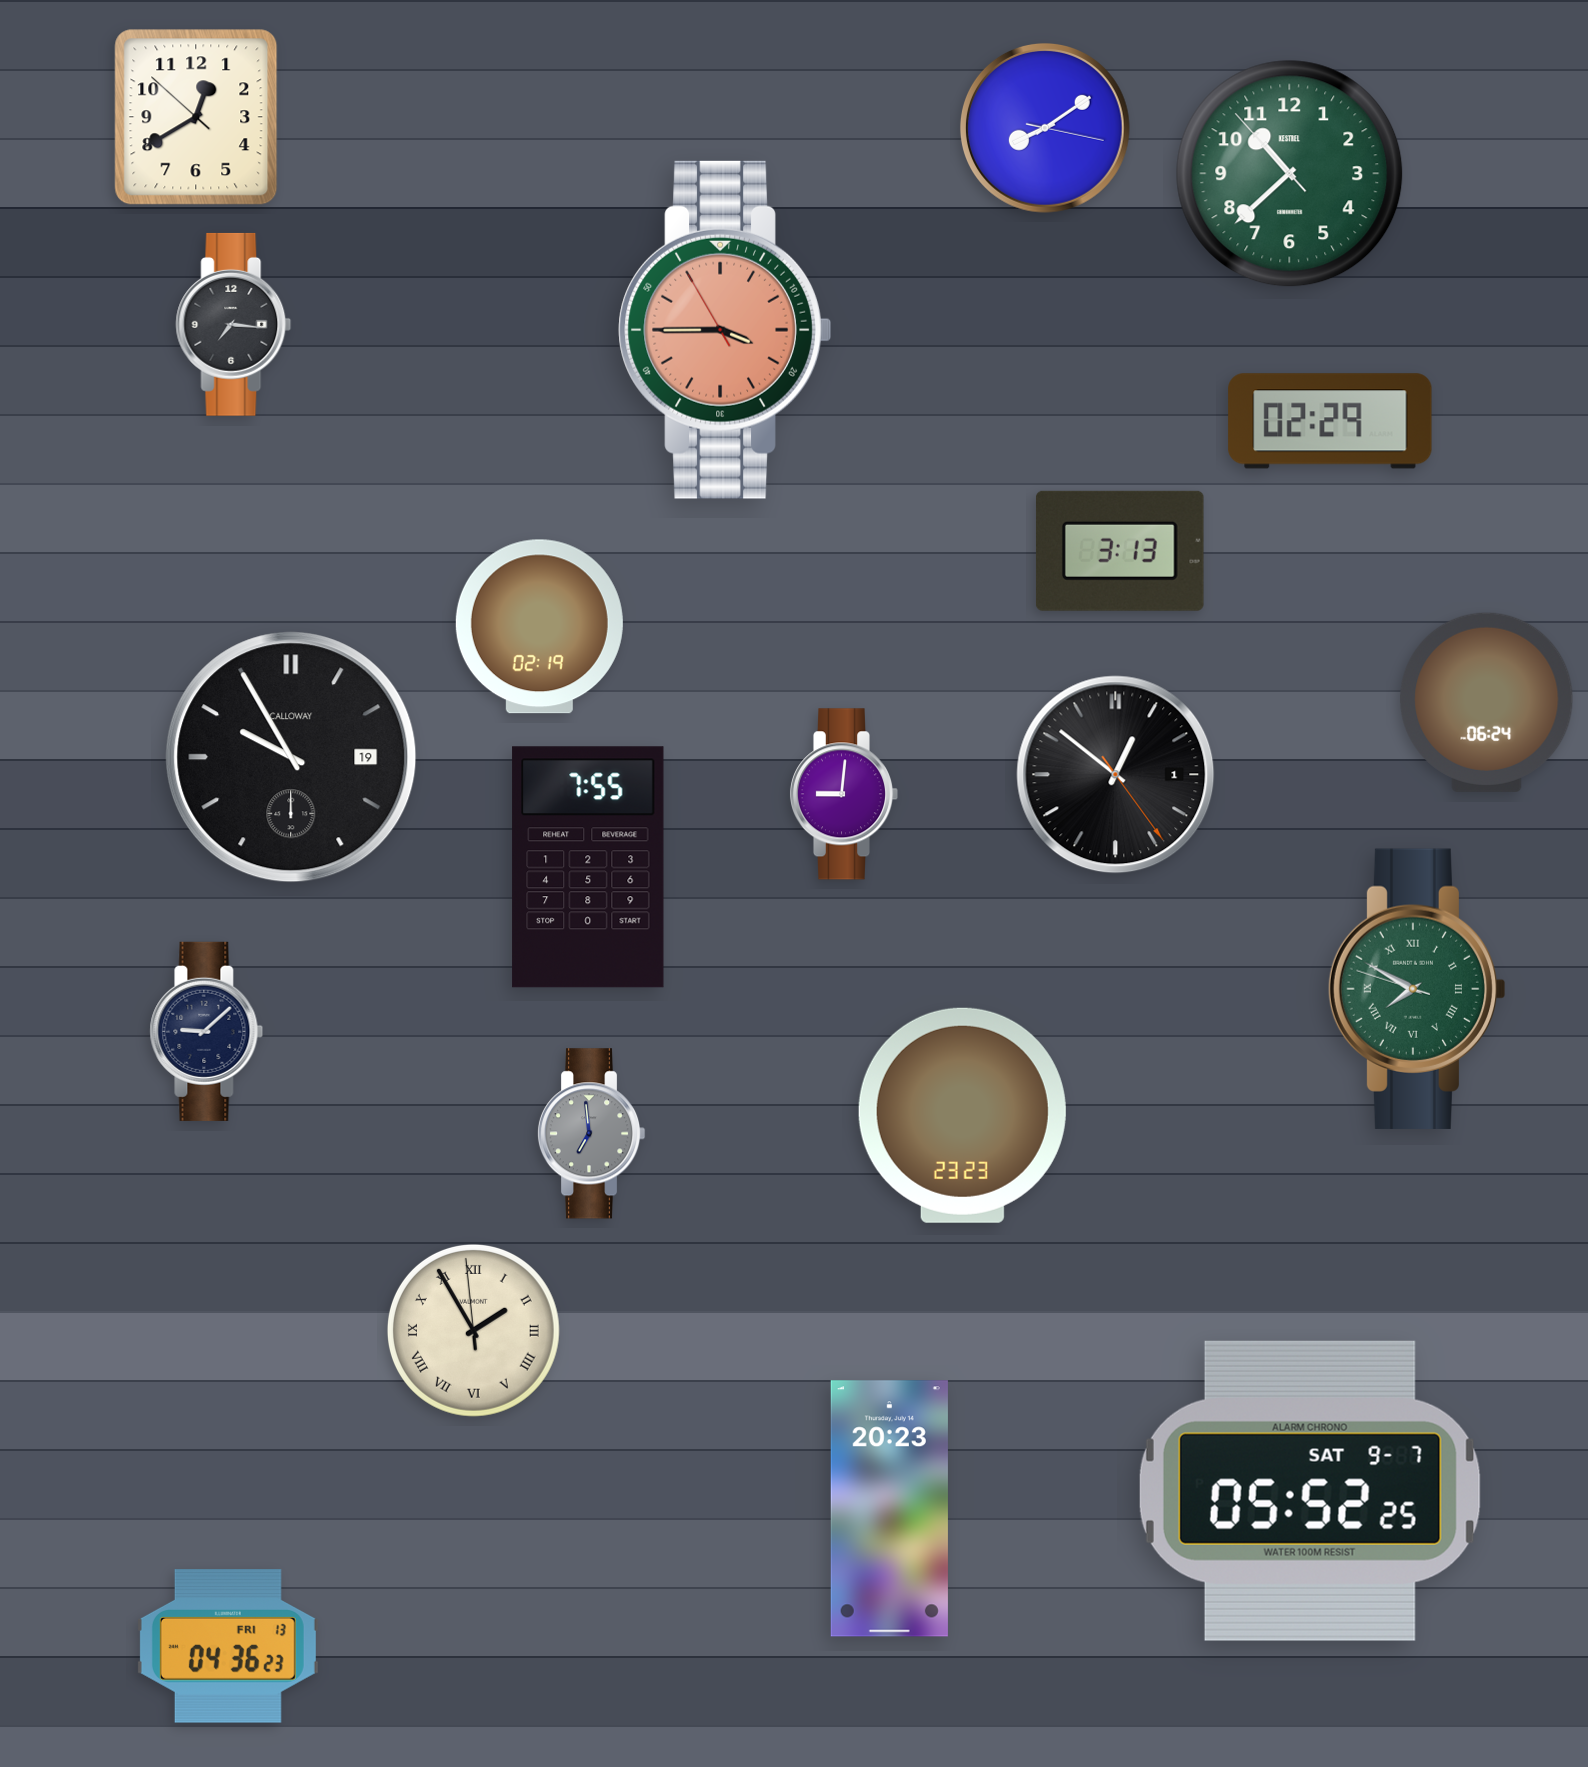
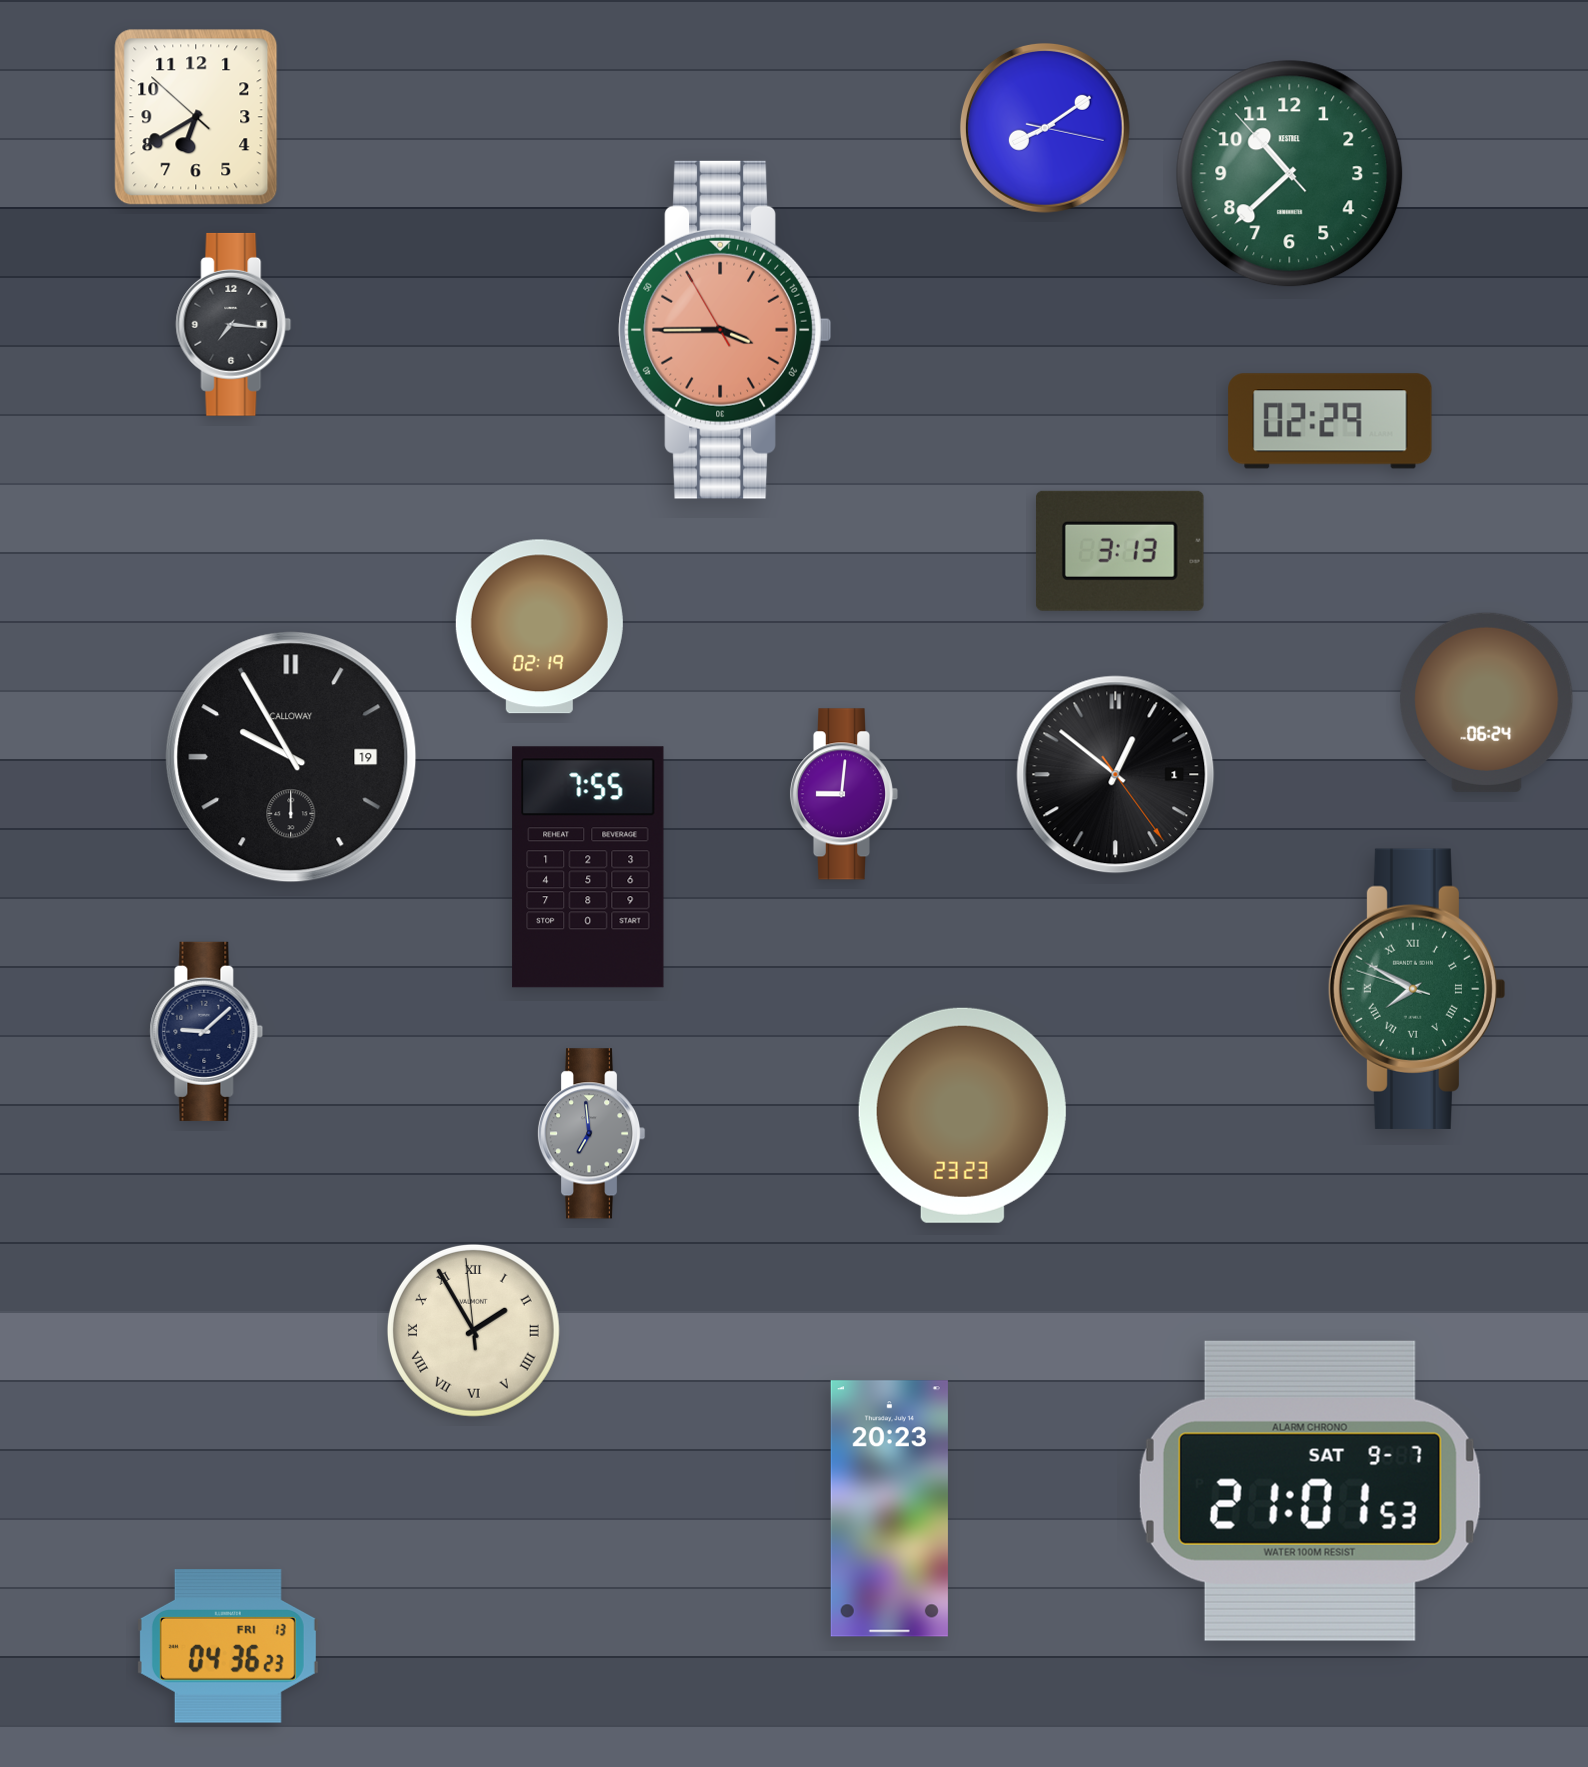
clock at (196, 117): 12:39 -> 6:39
clock at (1310, 1491): 05:52 -> 21:01
